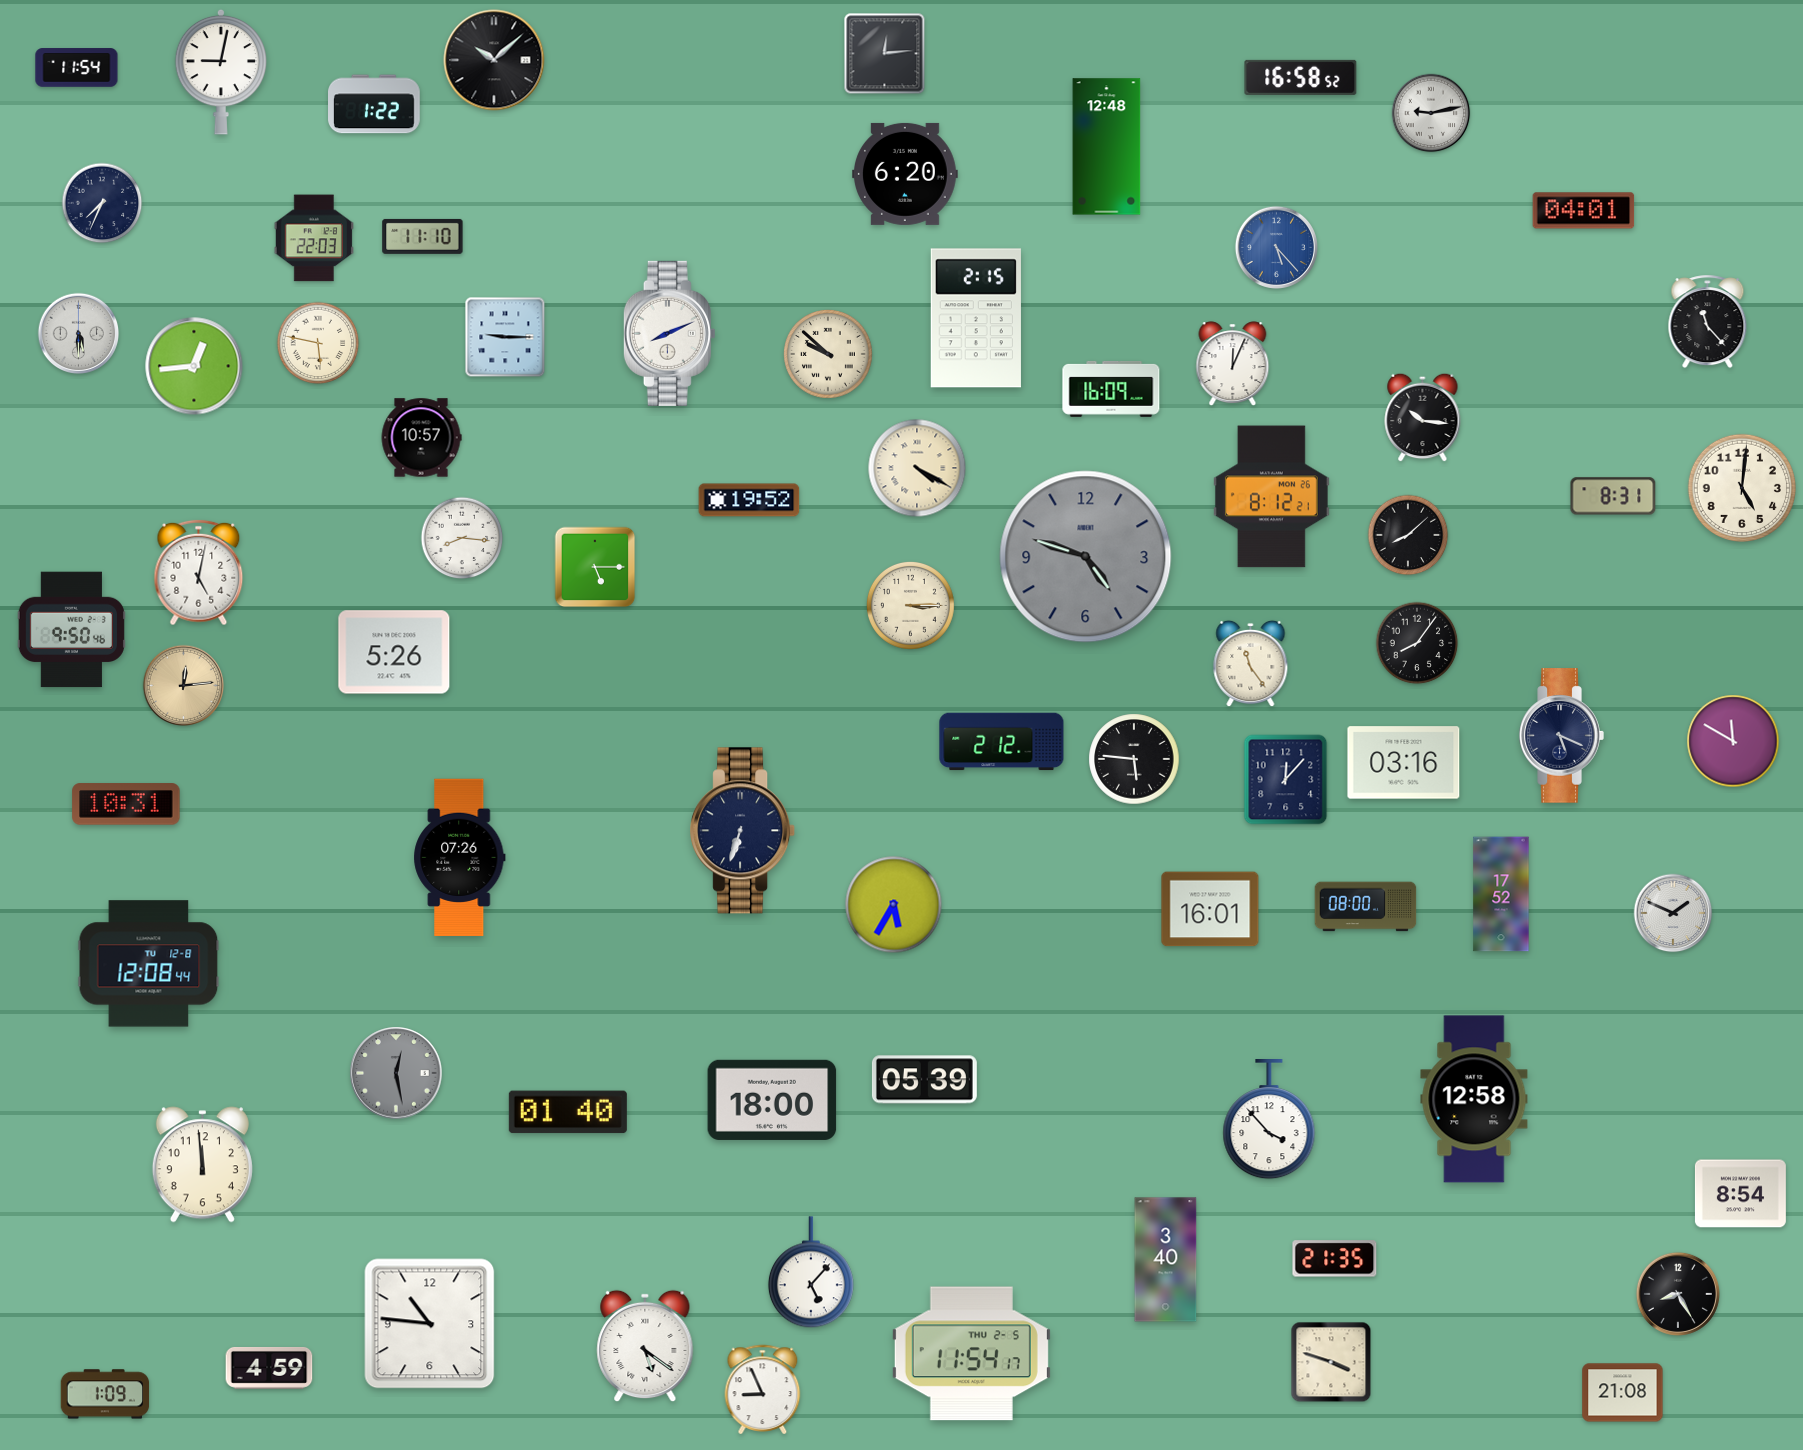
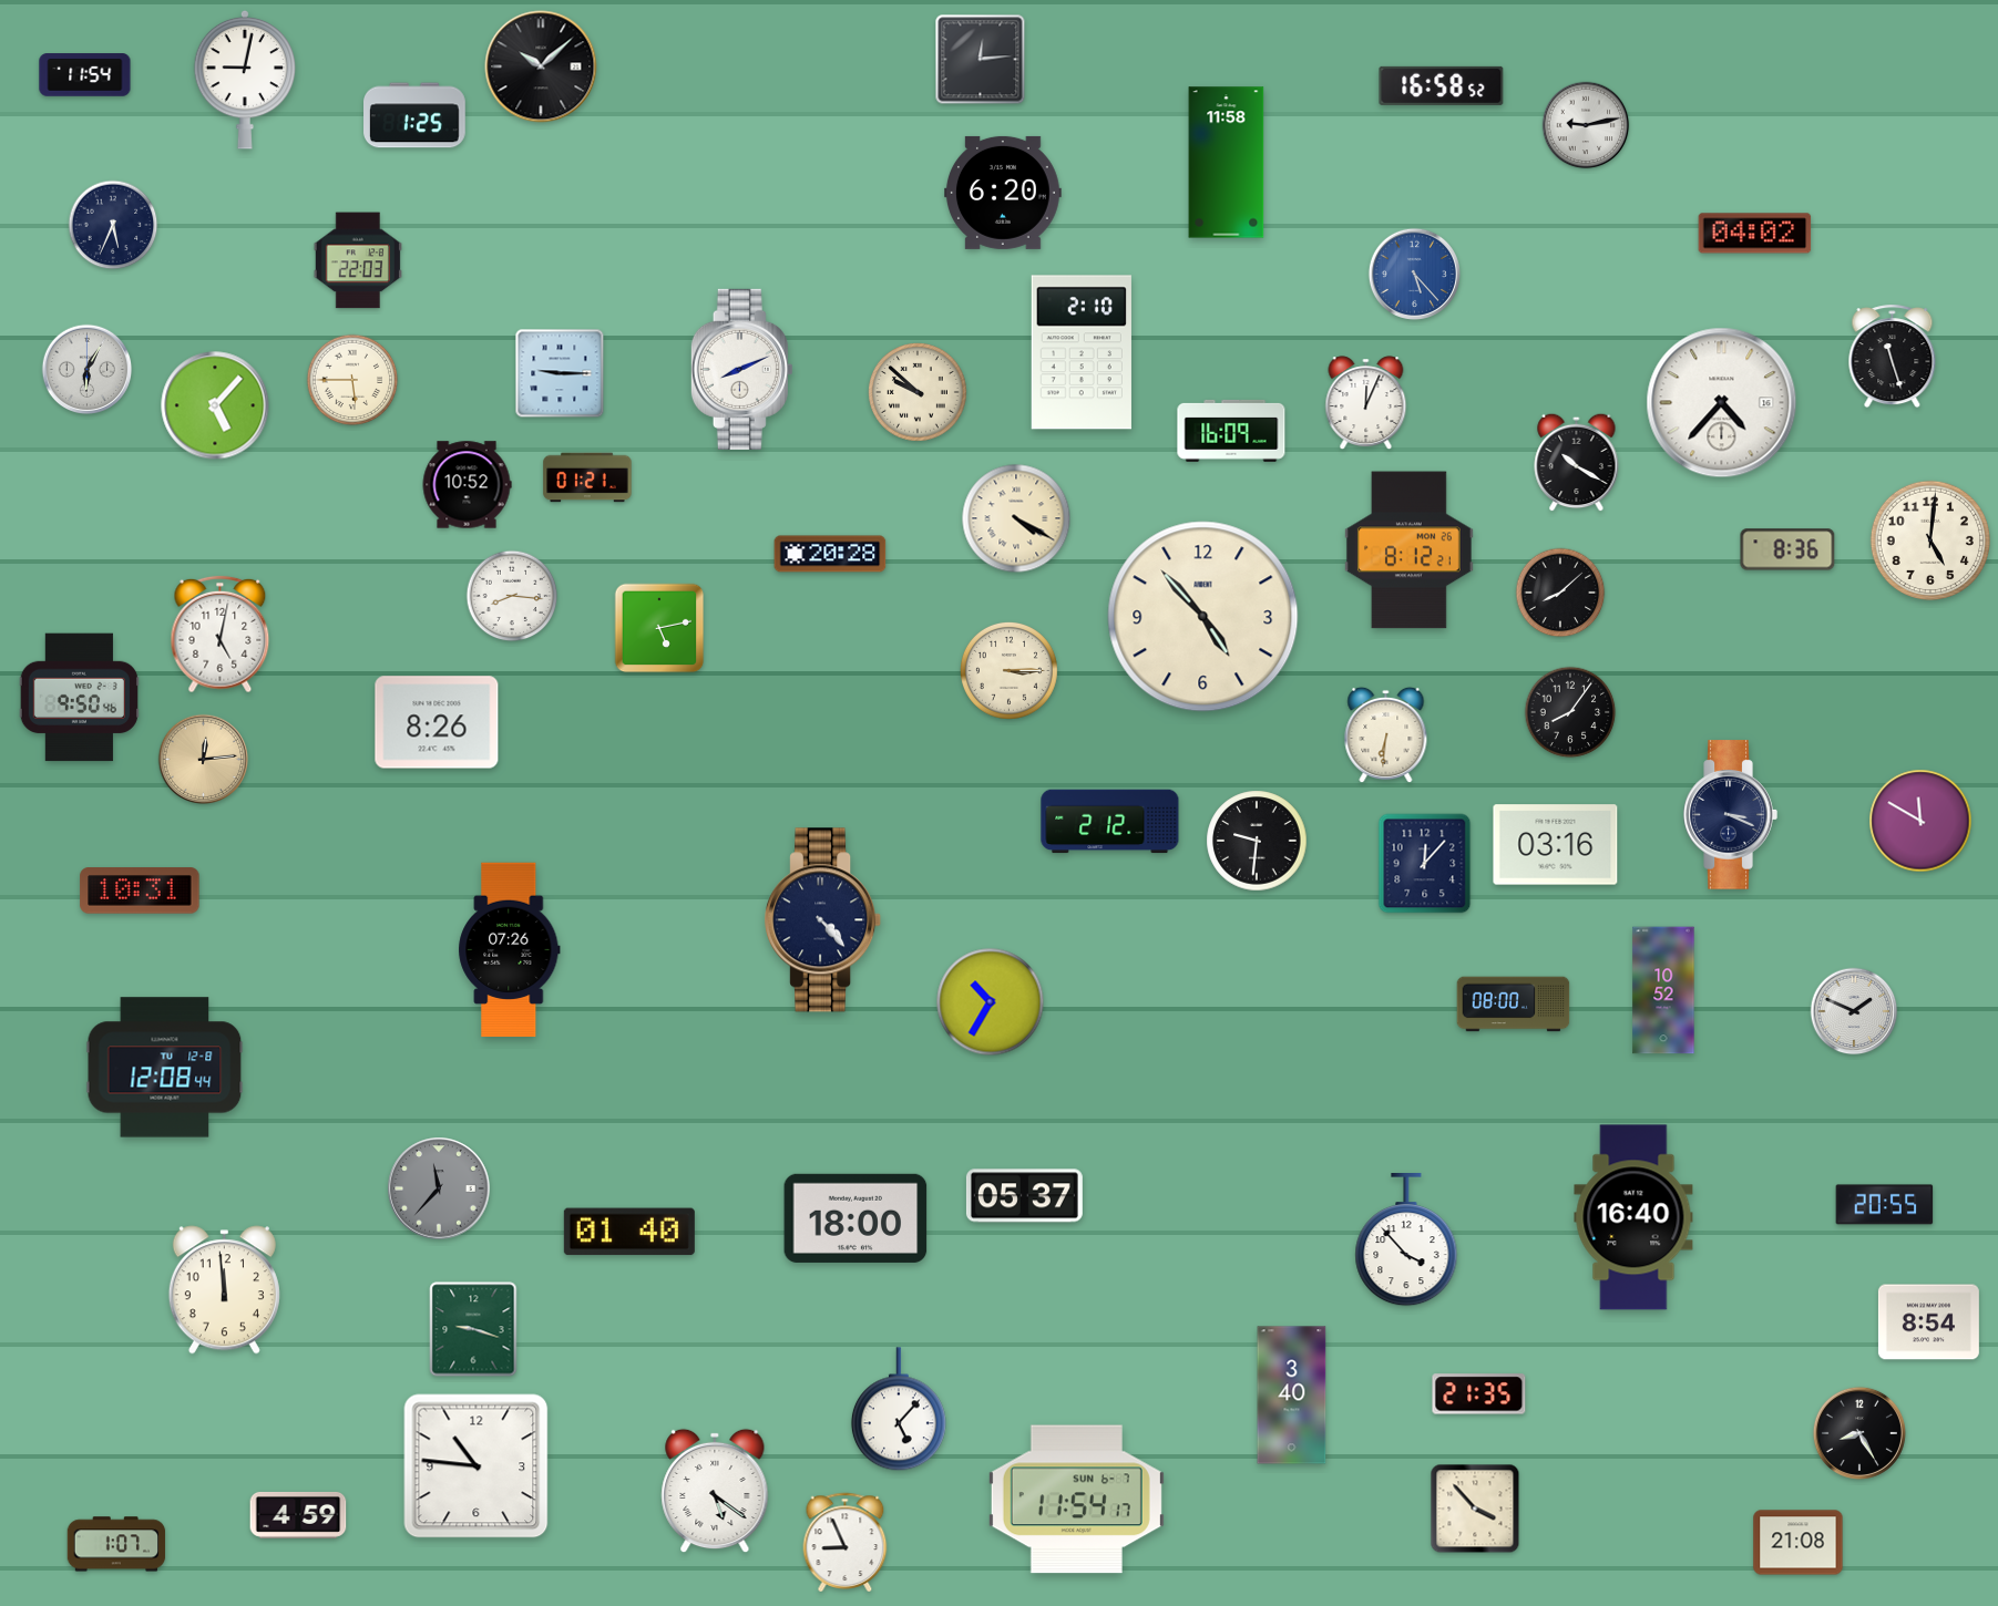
clock at (494, 60) position: (494, 60) -> (541, 66)
clock at (375, 104): 1:22 -> 1:25
clock at (1107, 147): 12:48 -> 11:58
clock at (102, 203): 7:34 -> 5:34
clock at (1584, 211): 04:01 -> 04:02
clock at (423, 236): 11:10 -> none
clock at (313, 238) position: (313, 238) -> (357, 260)
clock at (976, 318): 2:15 -> 2:10
clock at (1708, 322): 11:23 -> 11:27
clock at (79, 334): 5:30 -> 6:05
clock at (318, 343): 5:47 -> 5:45
clock at (1722, 403): none -> 4:37
clock at (194, 366): 12:44 -> 5:07
clock at (1423, 417): 10:16 -> 10:20
clock at (587, 477): none -> 01:21
clock at (421, 438): 10:57 -> 10:52
clock at (1613, 496): 8:31 -> 8:36
clock at (749, 500): 19:52 -> 20:28
clock at (1086, 557): 4:48 -> 4:53
clock at (1086, 557) dial: grey -> cream
clock at (595, 567): 5:15 -> 5:13
clock at (394, 652): 5:26 -> 8:26
clock at (1251, 664): 11:24 -> 6:31
clock at (1561, 736): 5:19 -> 3:19
clock at (1134, 759): 5:46 -> 9:31
clock at (743, 831): 6:33 -> 4:23
clock at (1501, 894): 17:52 -> 10:52
clock at (894, 905): 5:35 -> 10:35
clock at (1210, 909): 16:01 -> none
clock at (396, 1073): 12:28 -> 11:37
clock at (924, 1080): 05:39 -> 05:37
clock at (1885, 1205): none -> 20:55
clock at (1474, 1099): 12:58 -> 16:40
clock at (473, 1329): none -> 9:18
clock at (971, 1354) date: THU 2-5 -> SUN 6-7
clock at (1331, 1362): 3:48 -> 3:53
clock at (763, 1389) position: (763, 1389) -> (846, 1542)
clock at (105, 1394): 1:09 -> 1:07
